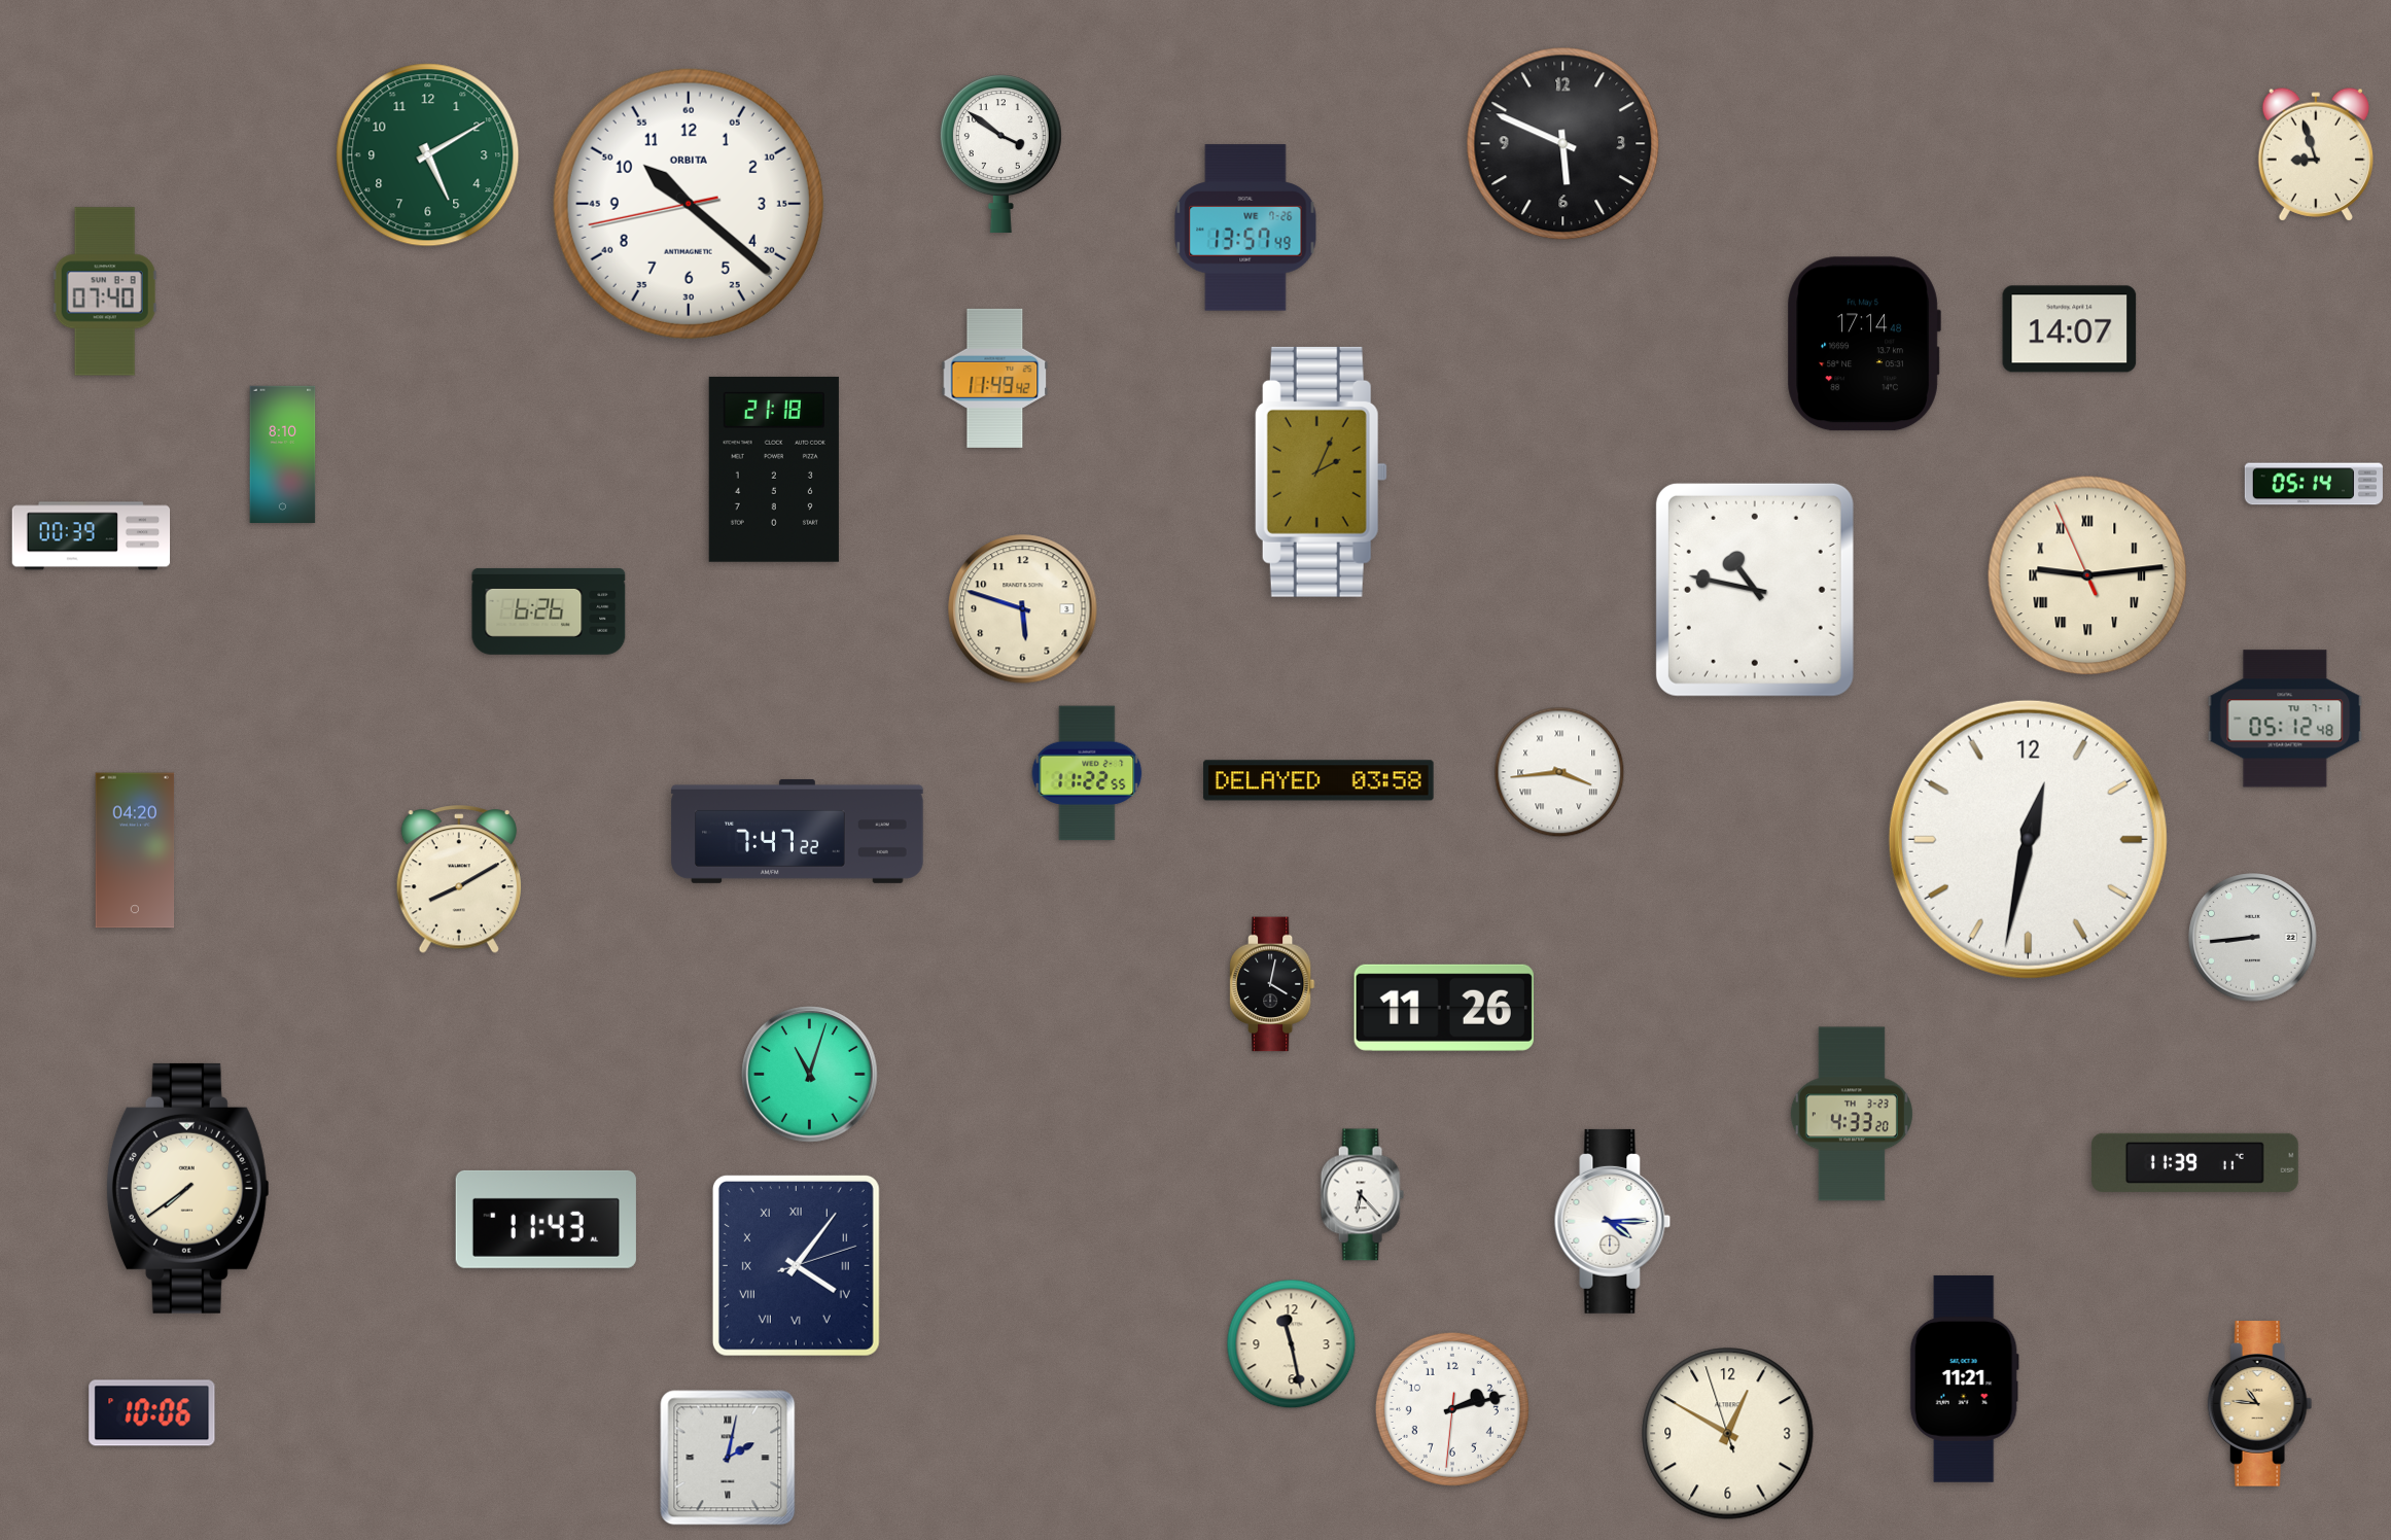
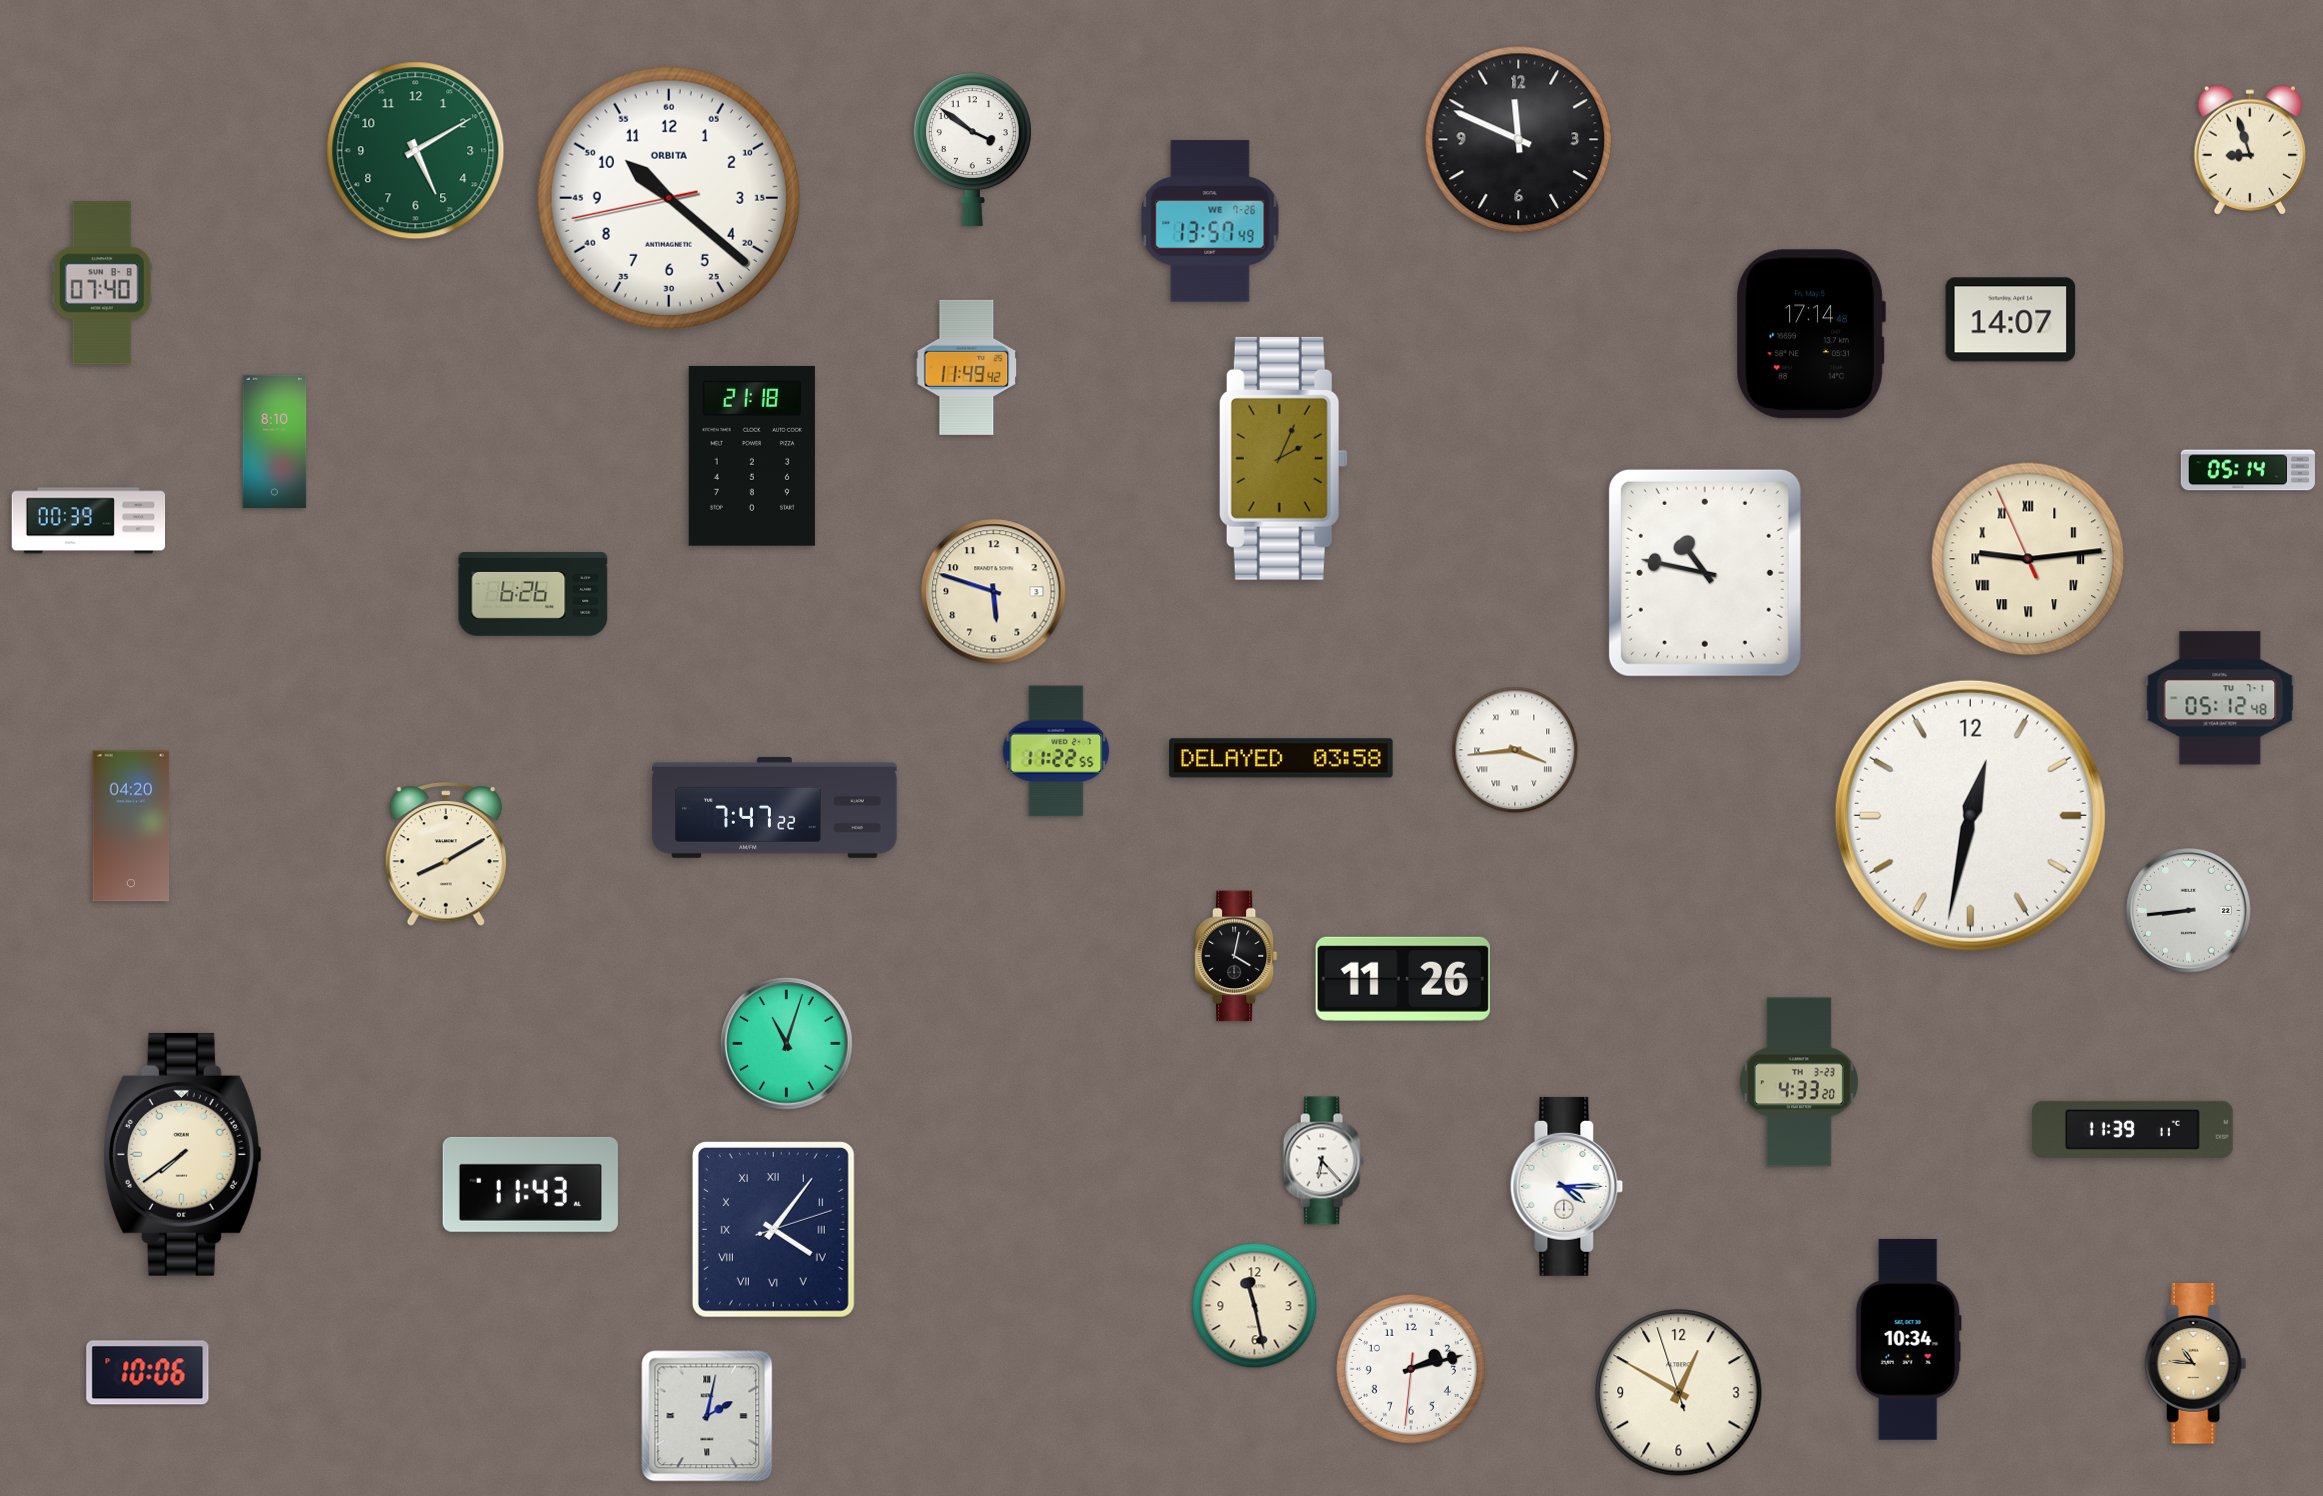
clock at (1563, 144): 5:49 -> 11:49
clock at (1964, 1378): 11:21 -> 10:34
